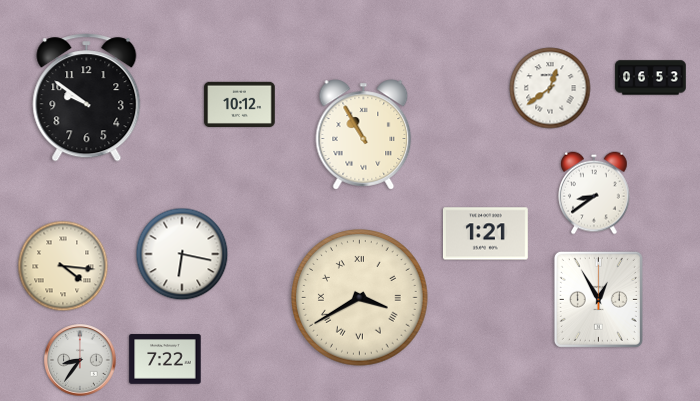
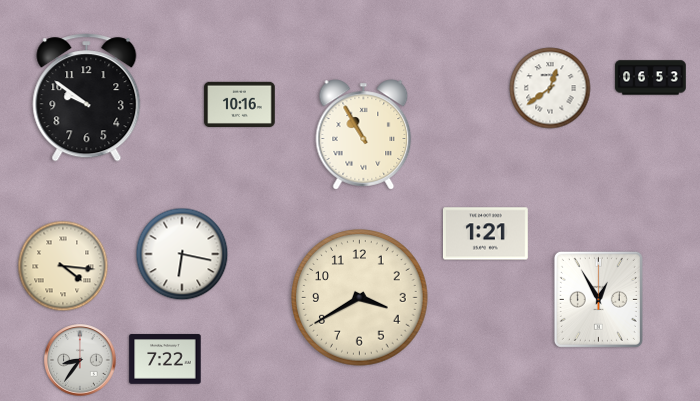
clock at (240, 104): 10:12 -> 10:16
clock at (595, 193): 8:39 -> none
clock at (360, 298) numerals: Roman -> Arabic
